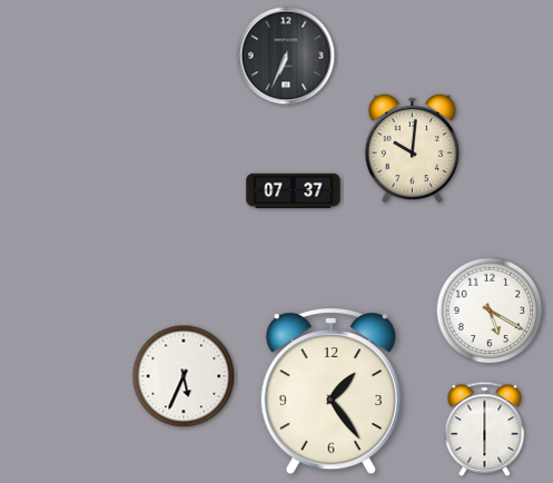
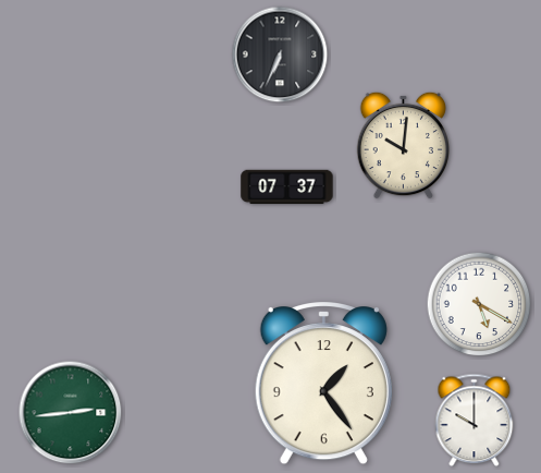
clock at (184, 376): 5:34 -> none
clock at (71, 413): none -> 2:44
clock at (485, 430): 6:00 -> 10:00
